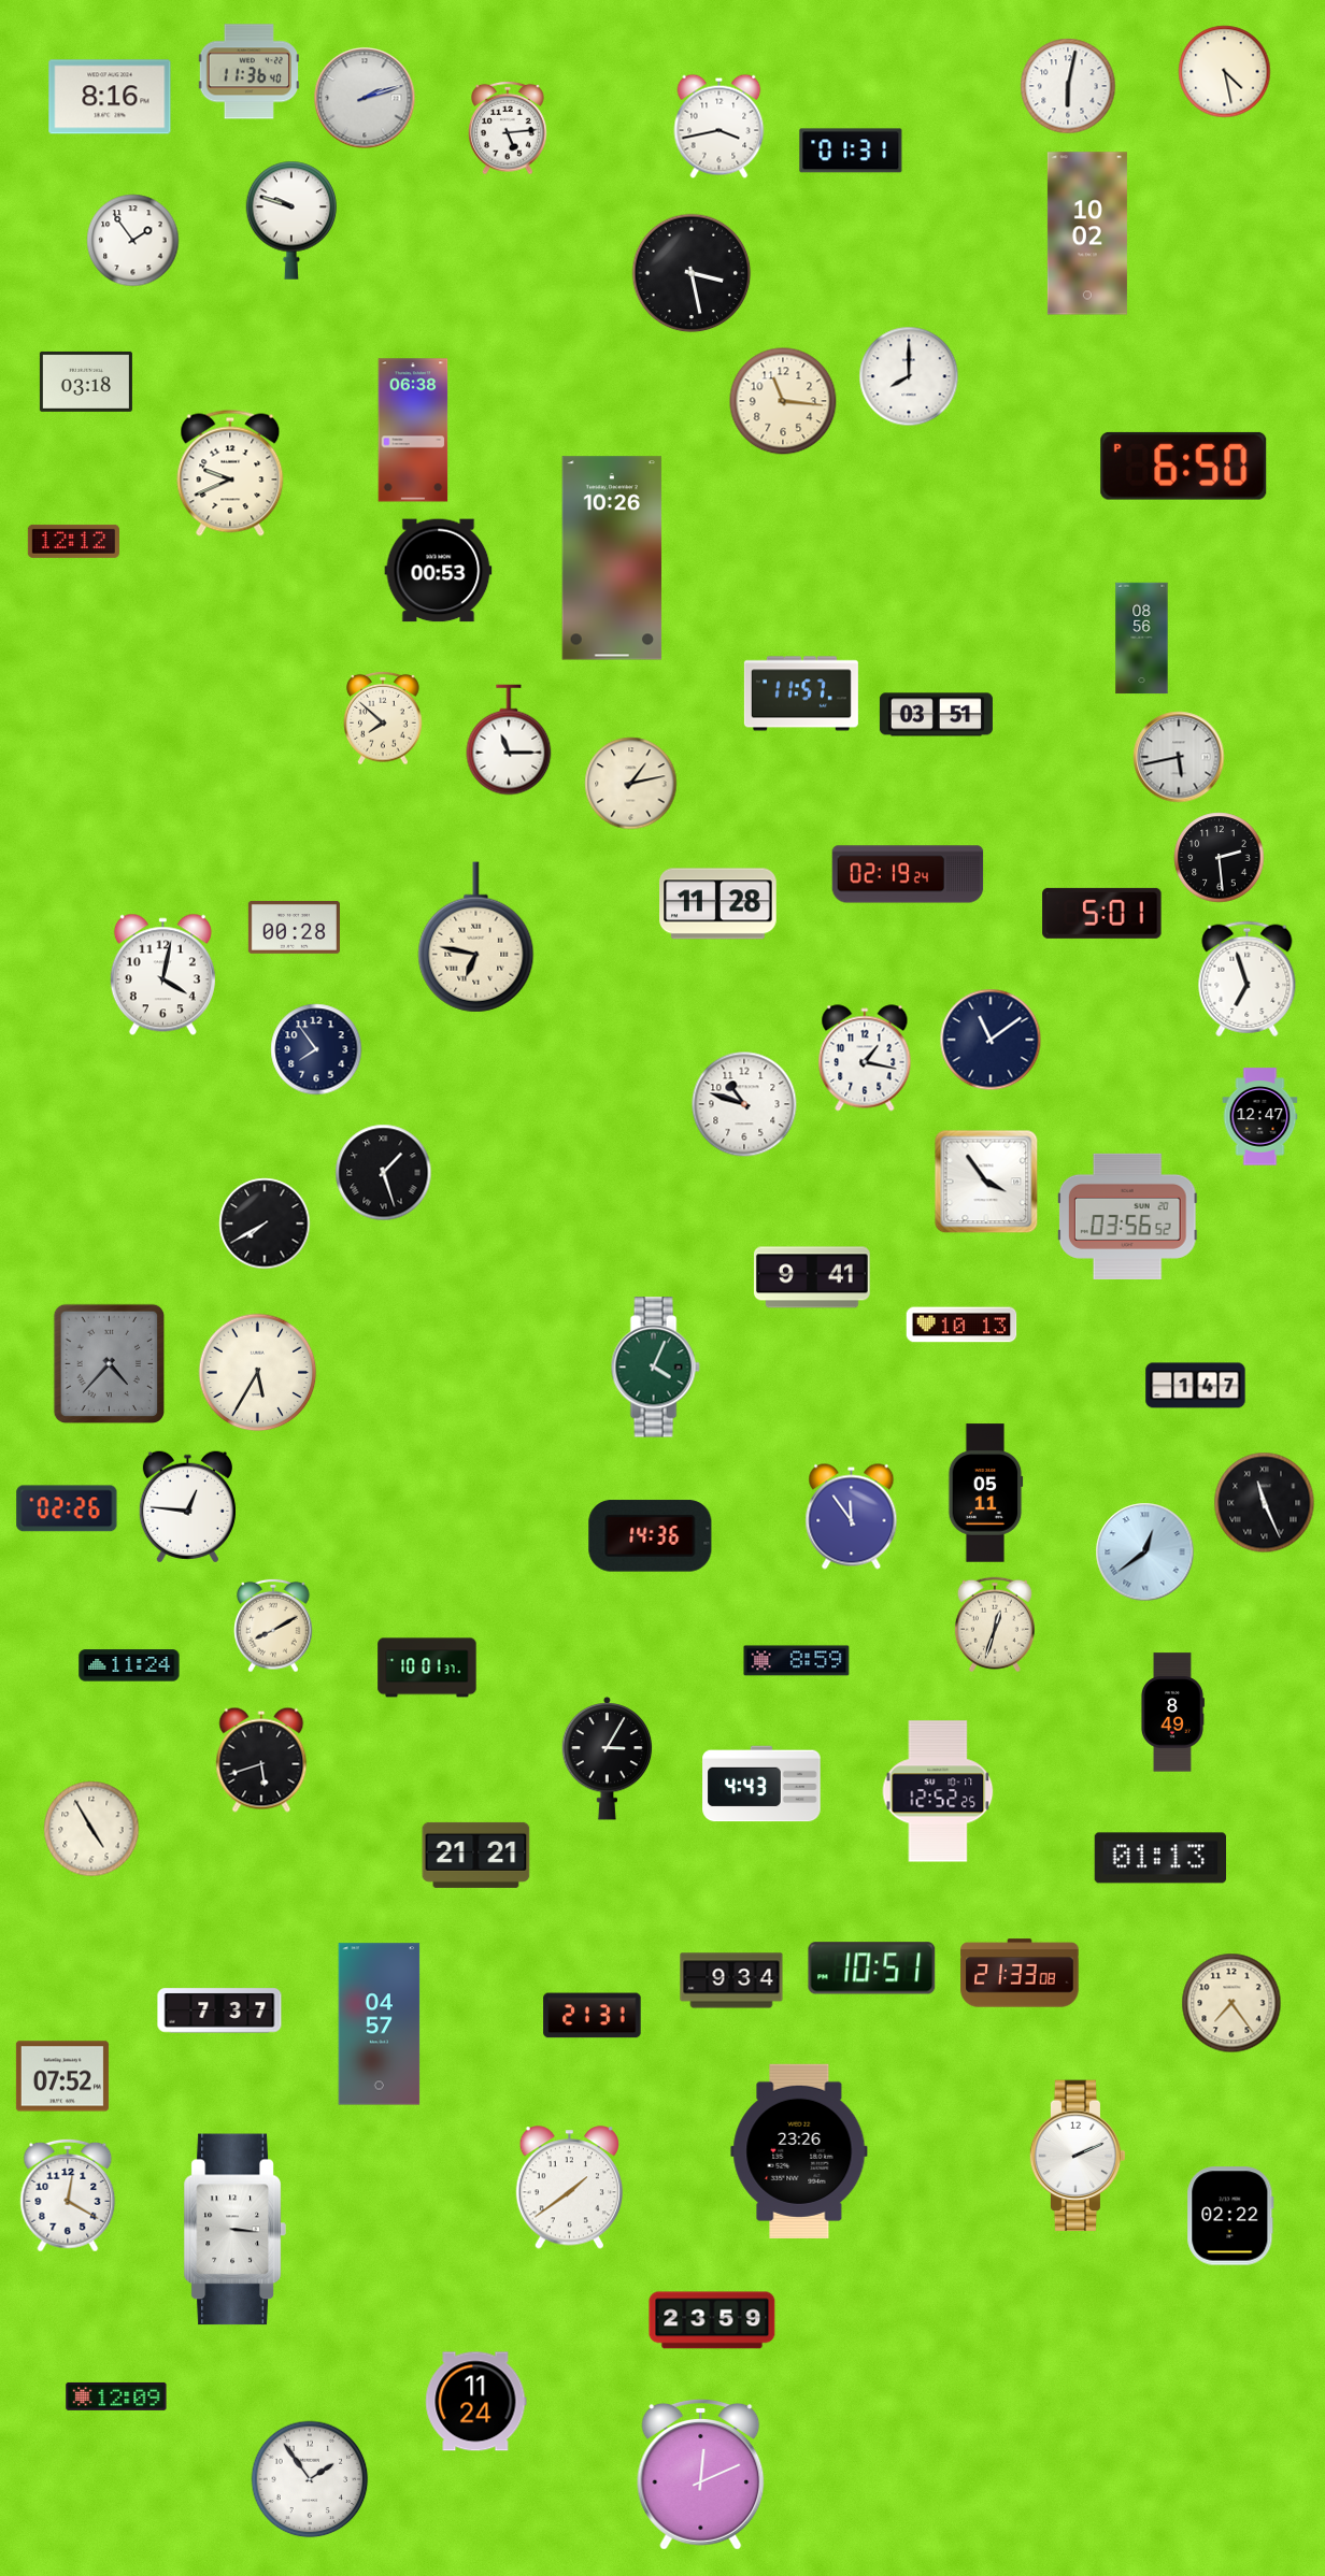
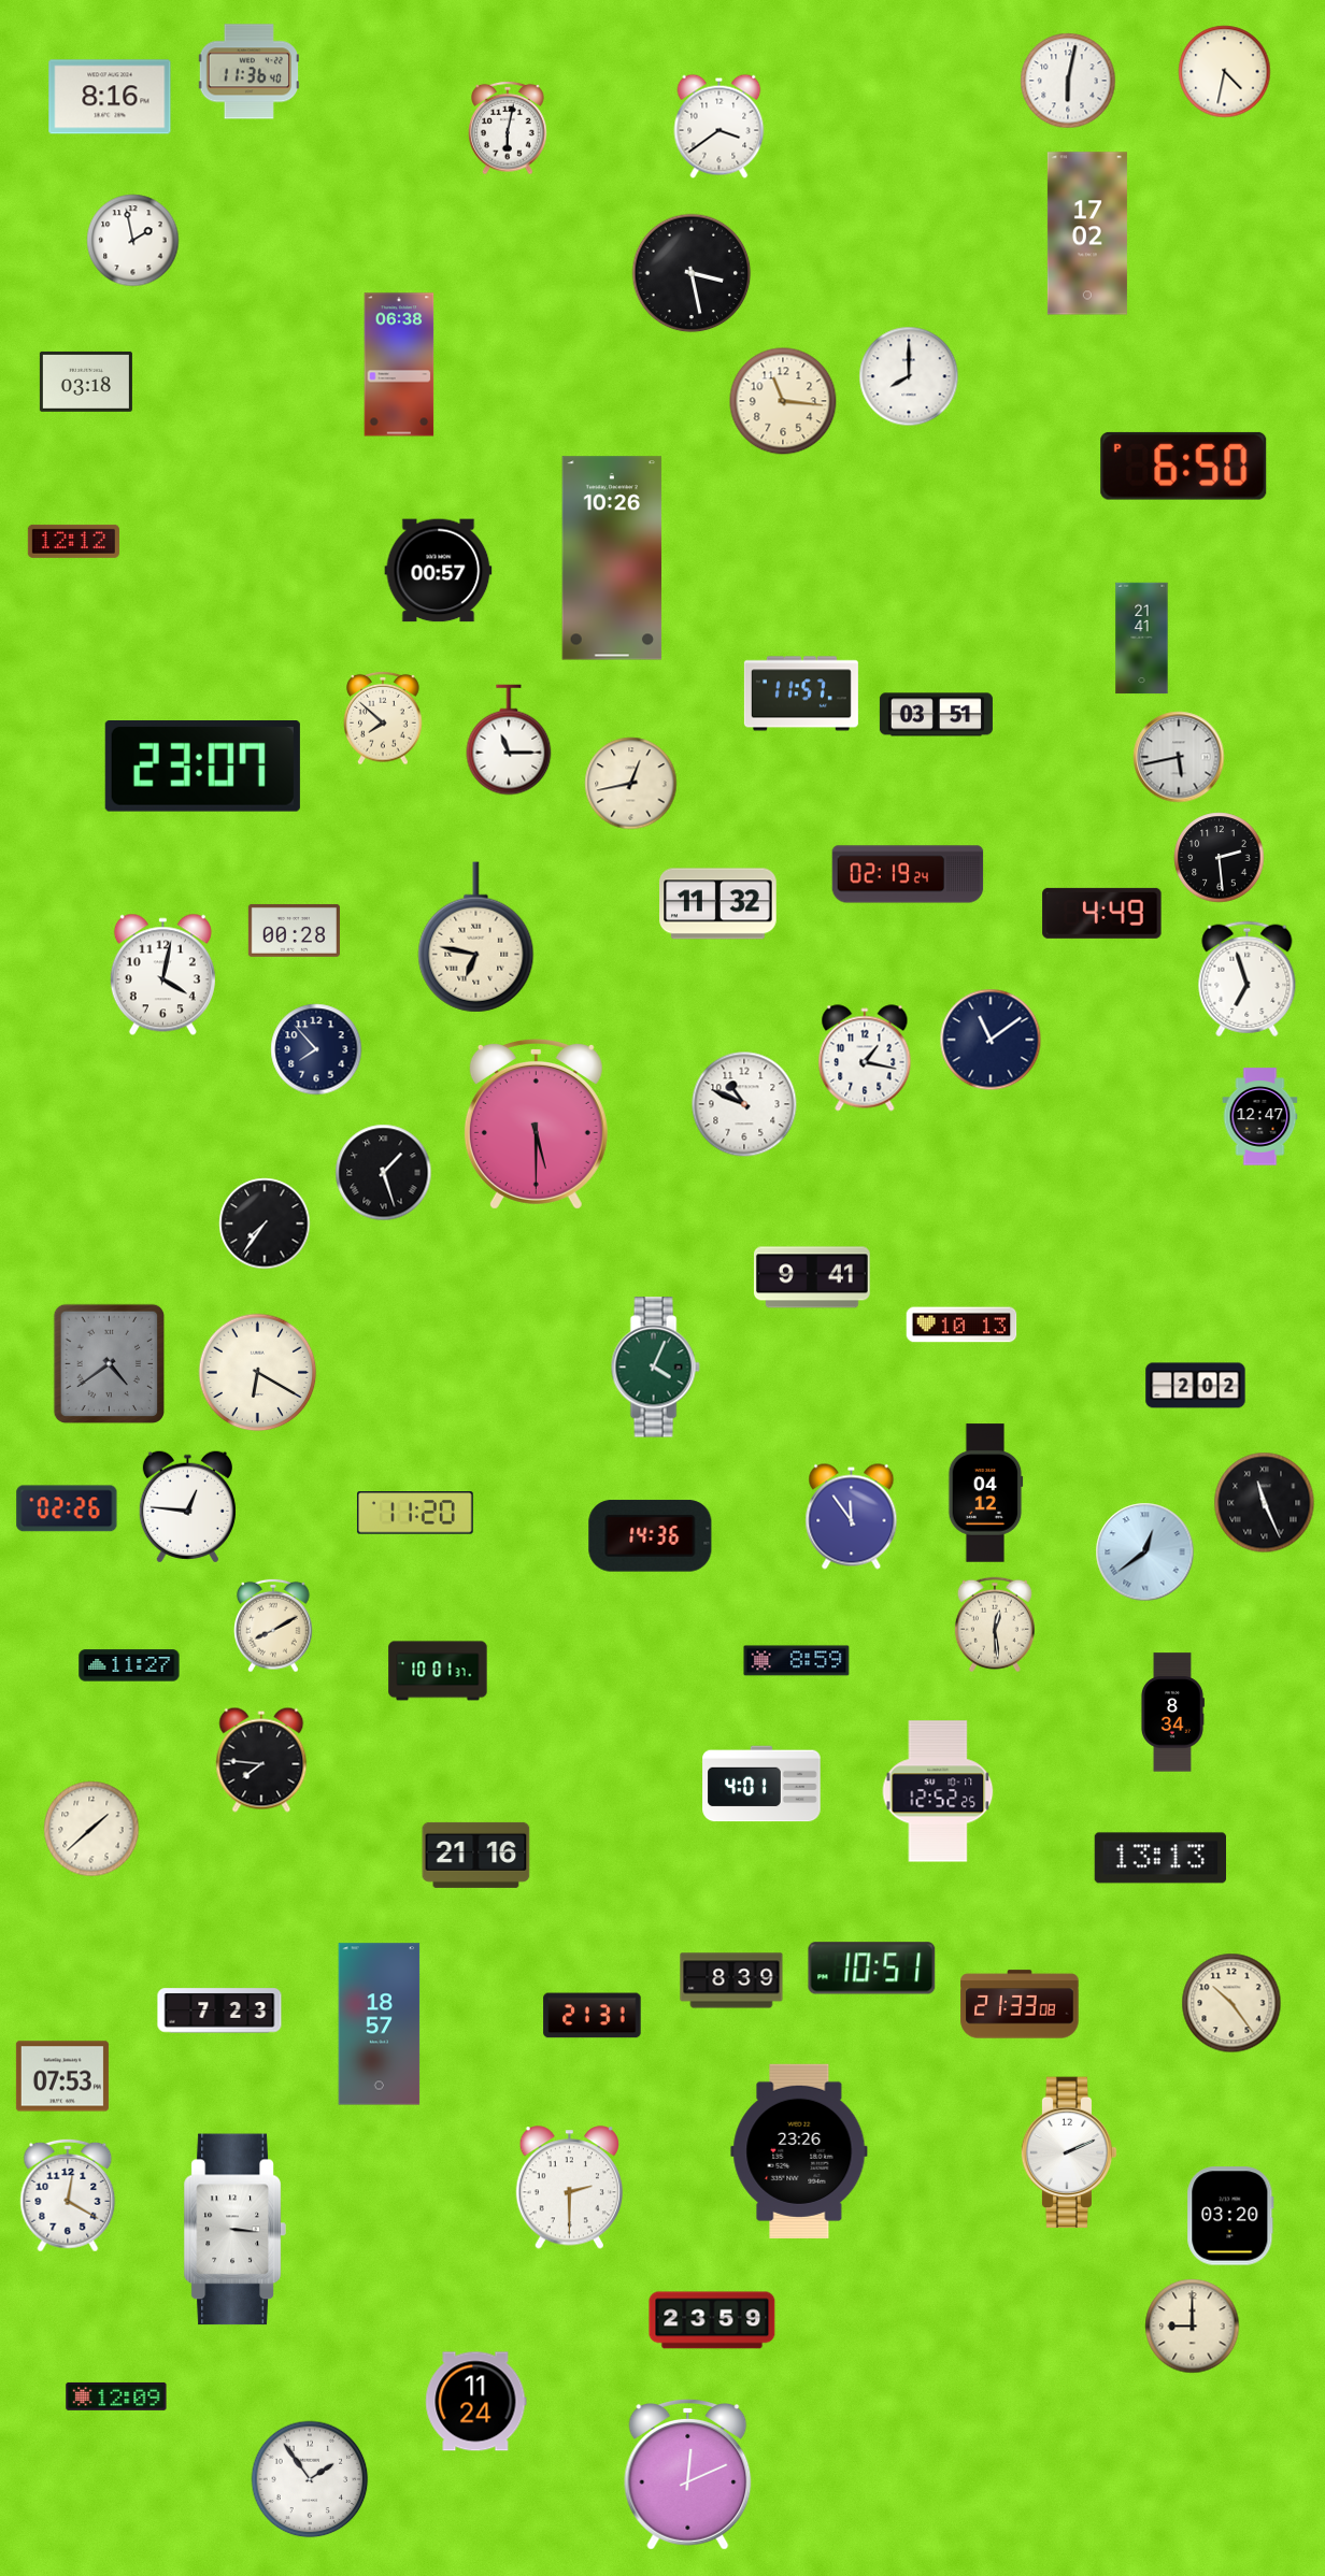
clock at (1225, 72): 4:28 -> 4:32
clock at (1068, 86) position: (1068, 86) -> (1068, 81)
clock at (365, 98): 2:12 -> none
clock at (720, 126): 3:43 -> 3:39
clock at (508, 128): 5:14 -> 6:02
clock at (851, 151): 01:31 -> none
clock at (291, 220): 9:48 -> none
clock at (1087, 233): 10:02 -> 17:02
clock at (133, 241): 1:54 -> 1:58
clock at (413, 430) position: (413, 430) -> (399, 364)
clock at (230, 473): 9:41 -> none
clock at (439, 571): 00:53 -> 00:57
clock at (1142, 639): 08:56 -> 21:41
clock at (202, 767): none -> 23:07
clock at (631, 784): 1:13 -> 12:43
clock at (718, 904): 11:28 -> 11:32
clock at (1102, 913): 5:01 -> 4:49
clock at (294, 928) position: (294, 928) -> (294, 931)
clock at (316, 1049): 7:54 -> 7:53
clock at (744, 1104): 10:48 -> 10:49
clock at (536, 1124): none -> 5:30
clock at (986, 1182): 3:54 -> none
clock at (1127, 1216): 03:56 -> none
clock at (265, 1223): 7:40 -> 7:36
clock at (109, 1364): 4:37 -> 4:39
clock at (258, 1373): 5:35 -> 6:20
clock at (1196, 1386): 1:47 -> 2:02
clock at (986, 1493): 05:11 -> 04:12
clock at (415, 1513): none -> 11:20
clock at (995, 1625): 12:33 -> 12:29
clock at (129, 1665): 11:24 -> 11:27
clock at (427, 1668) position: (427, 1668) -> (438, 1671)
clock at (1172, 1713): 8:49 -> 8:34
clock at (608, 1758): 3:05 -> none
clock at (261, 1760): 5:42 -> 7:46
clock at (761, 1784): 4:43 -> 4:01
clock at (91, 1829): 4:55 -> 1:38
clock at (476, 1855): 21:21 -> 21:16
clock at (1159, 1858): 01:13 -> 13:13
clock at (1020, 1973) position: (1020, 1973) -> (1020, 2004)
clock at (731, 1980): 9:34 -> 8:39
clock at (1231, 2003): 7:24 -> 10:24
clock at (219, 2010): 7:37 -> 7:23
clock at (380, 2024): 04:57 -> 18:57
clock at (62, 2076): 07:52 -> 07:53
clock at (1078, 2156) position: (1078, 2156) -> (1069, 2152)
clock at (569, 2188): 1:39 -> 2:30
clock at (1230, 2216): 02:22 -> 03:20
clock at (1193, 2327): none -> 9:00
clock at (701, 2475) position: (701, 2475) -> (688, 2475)
